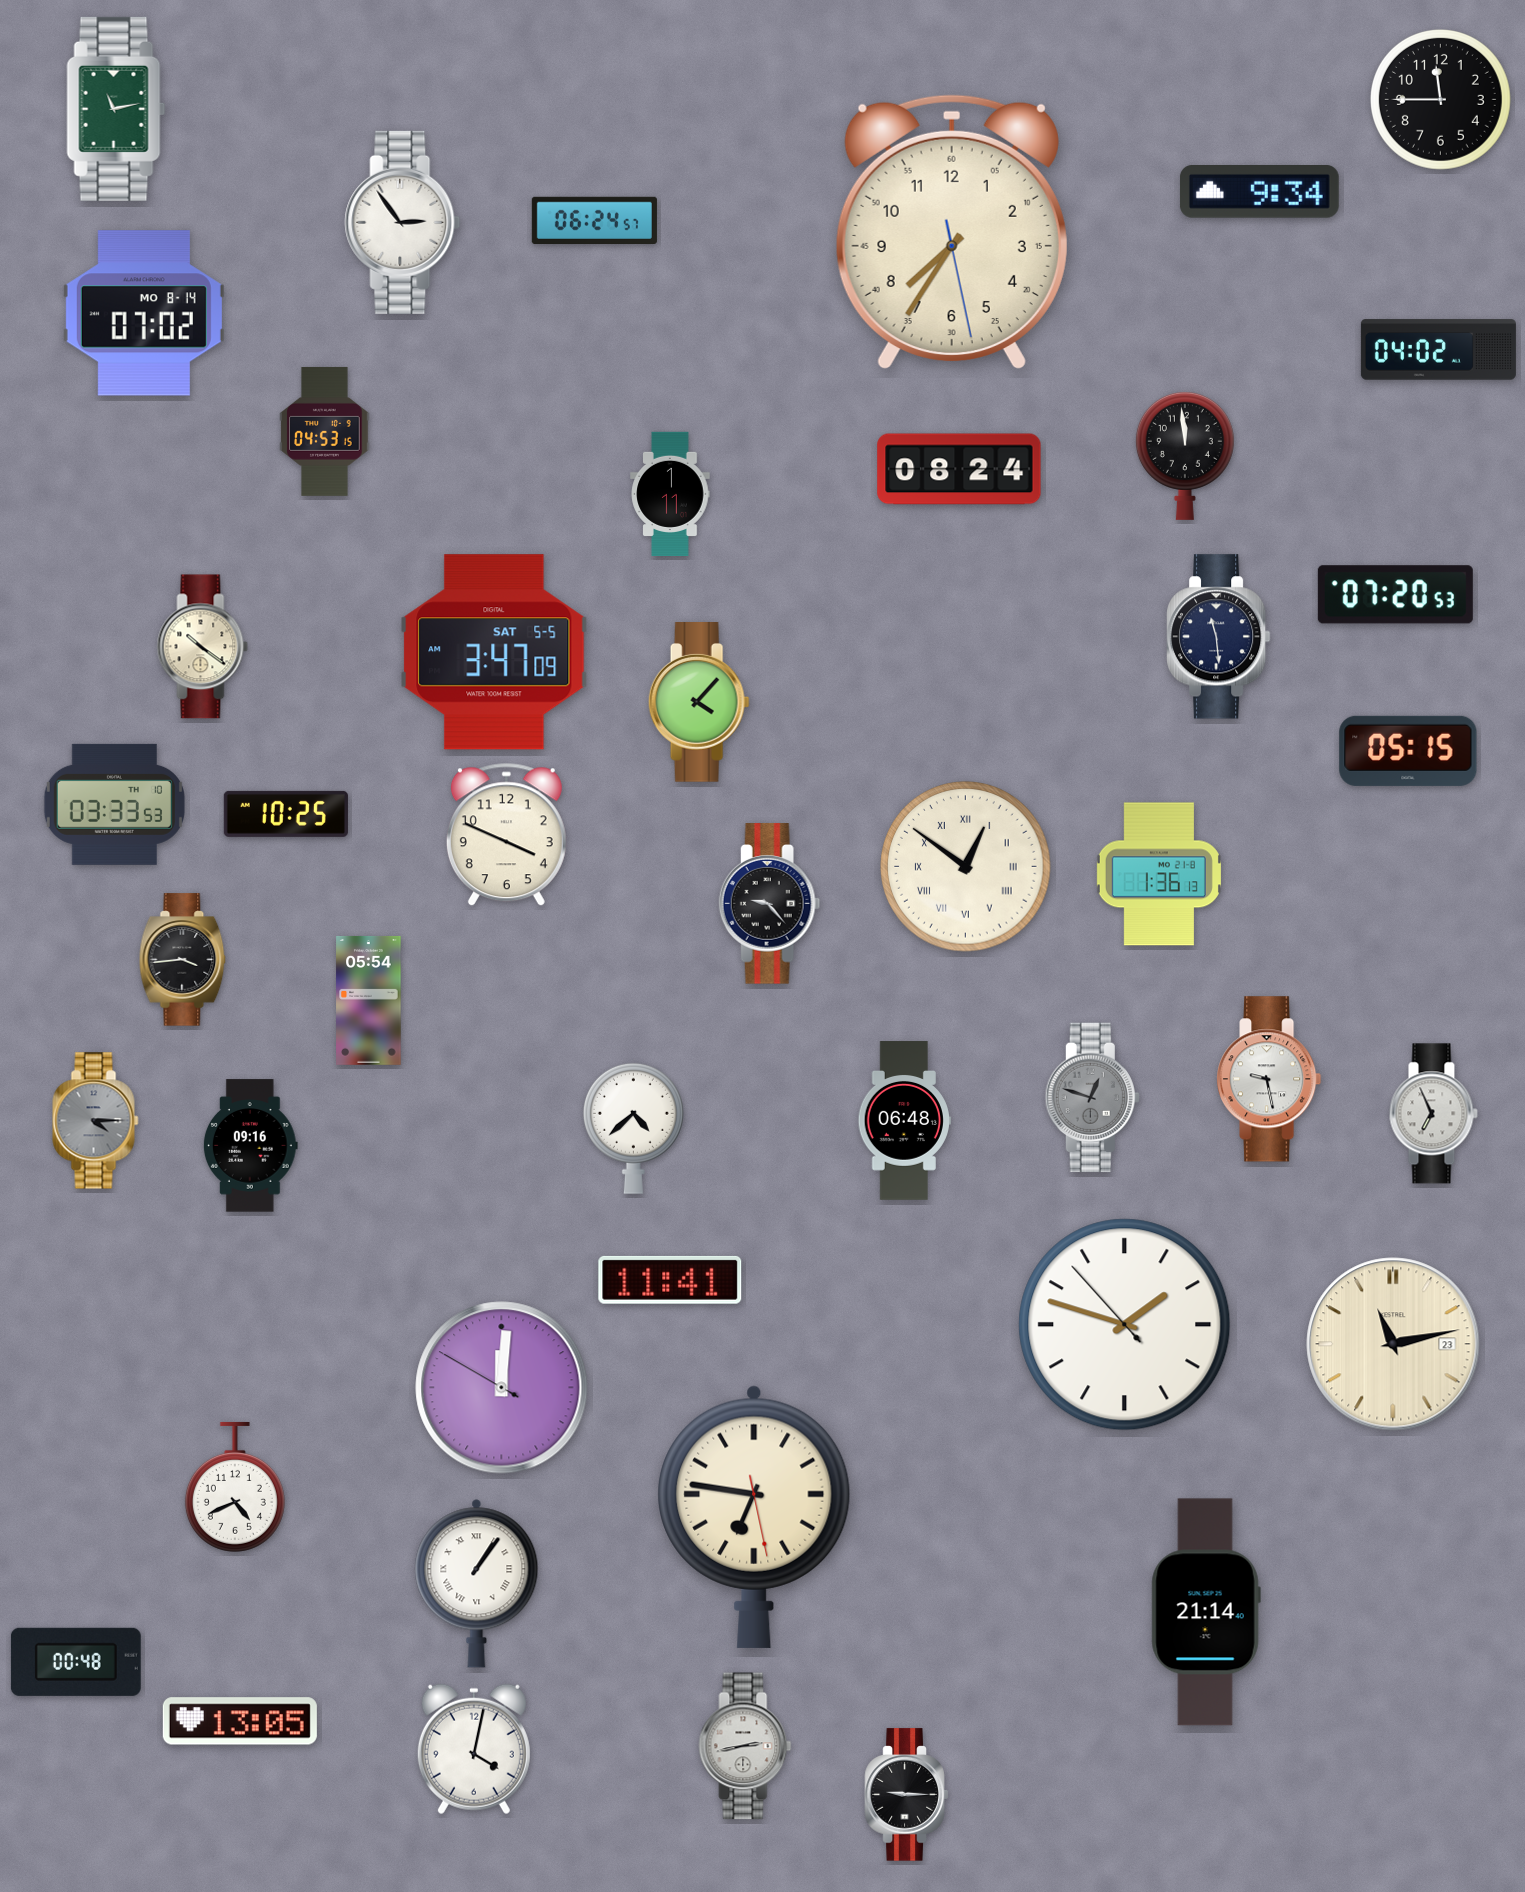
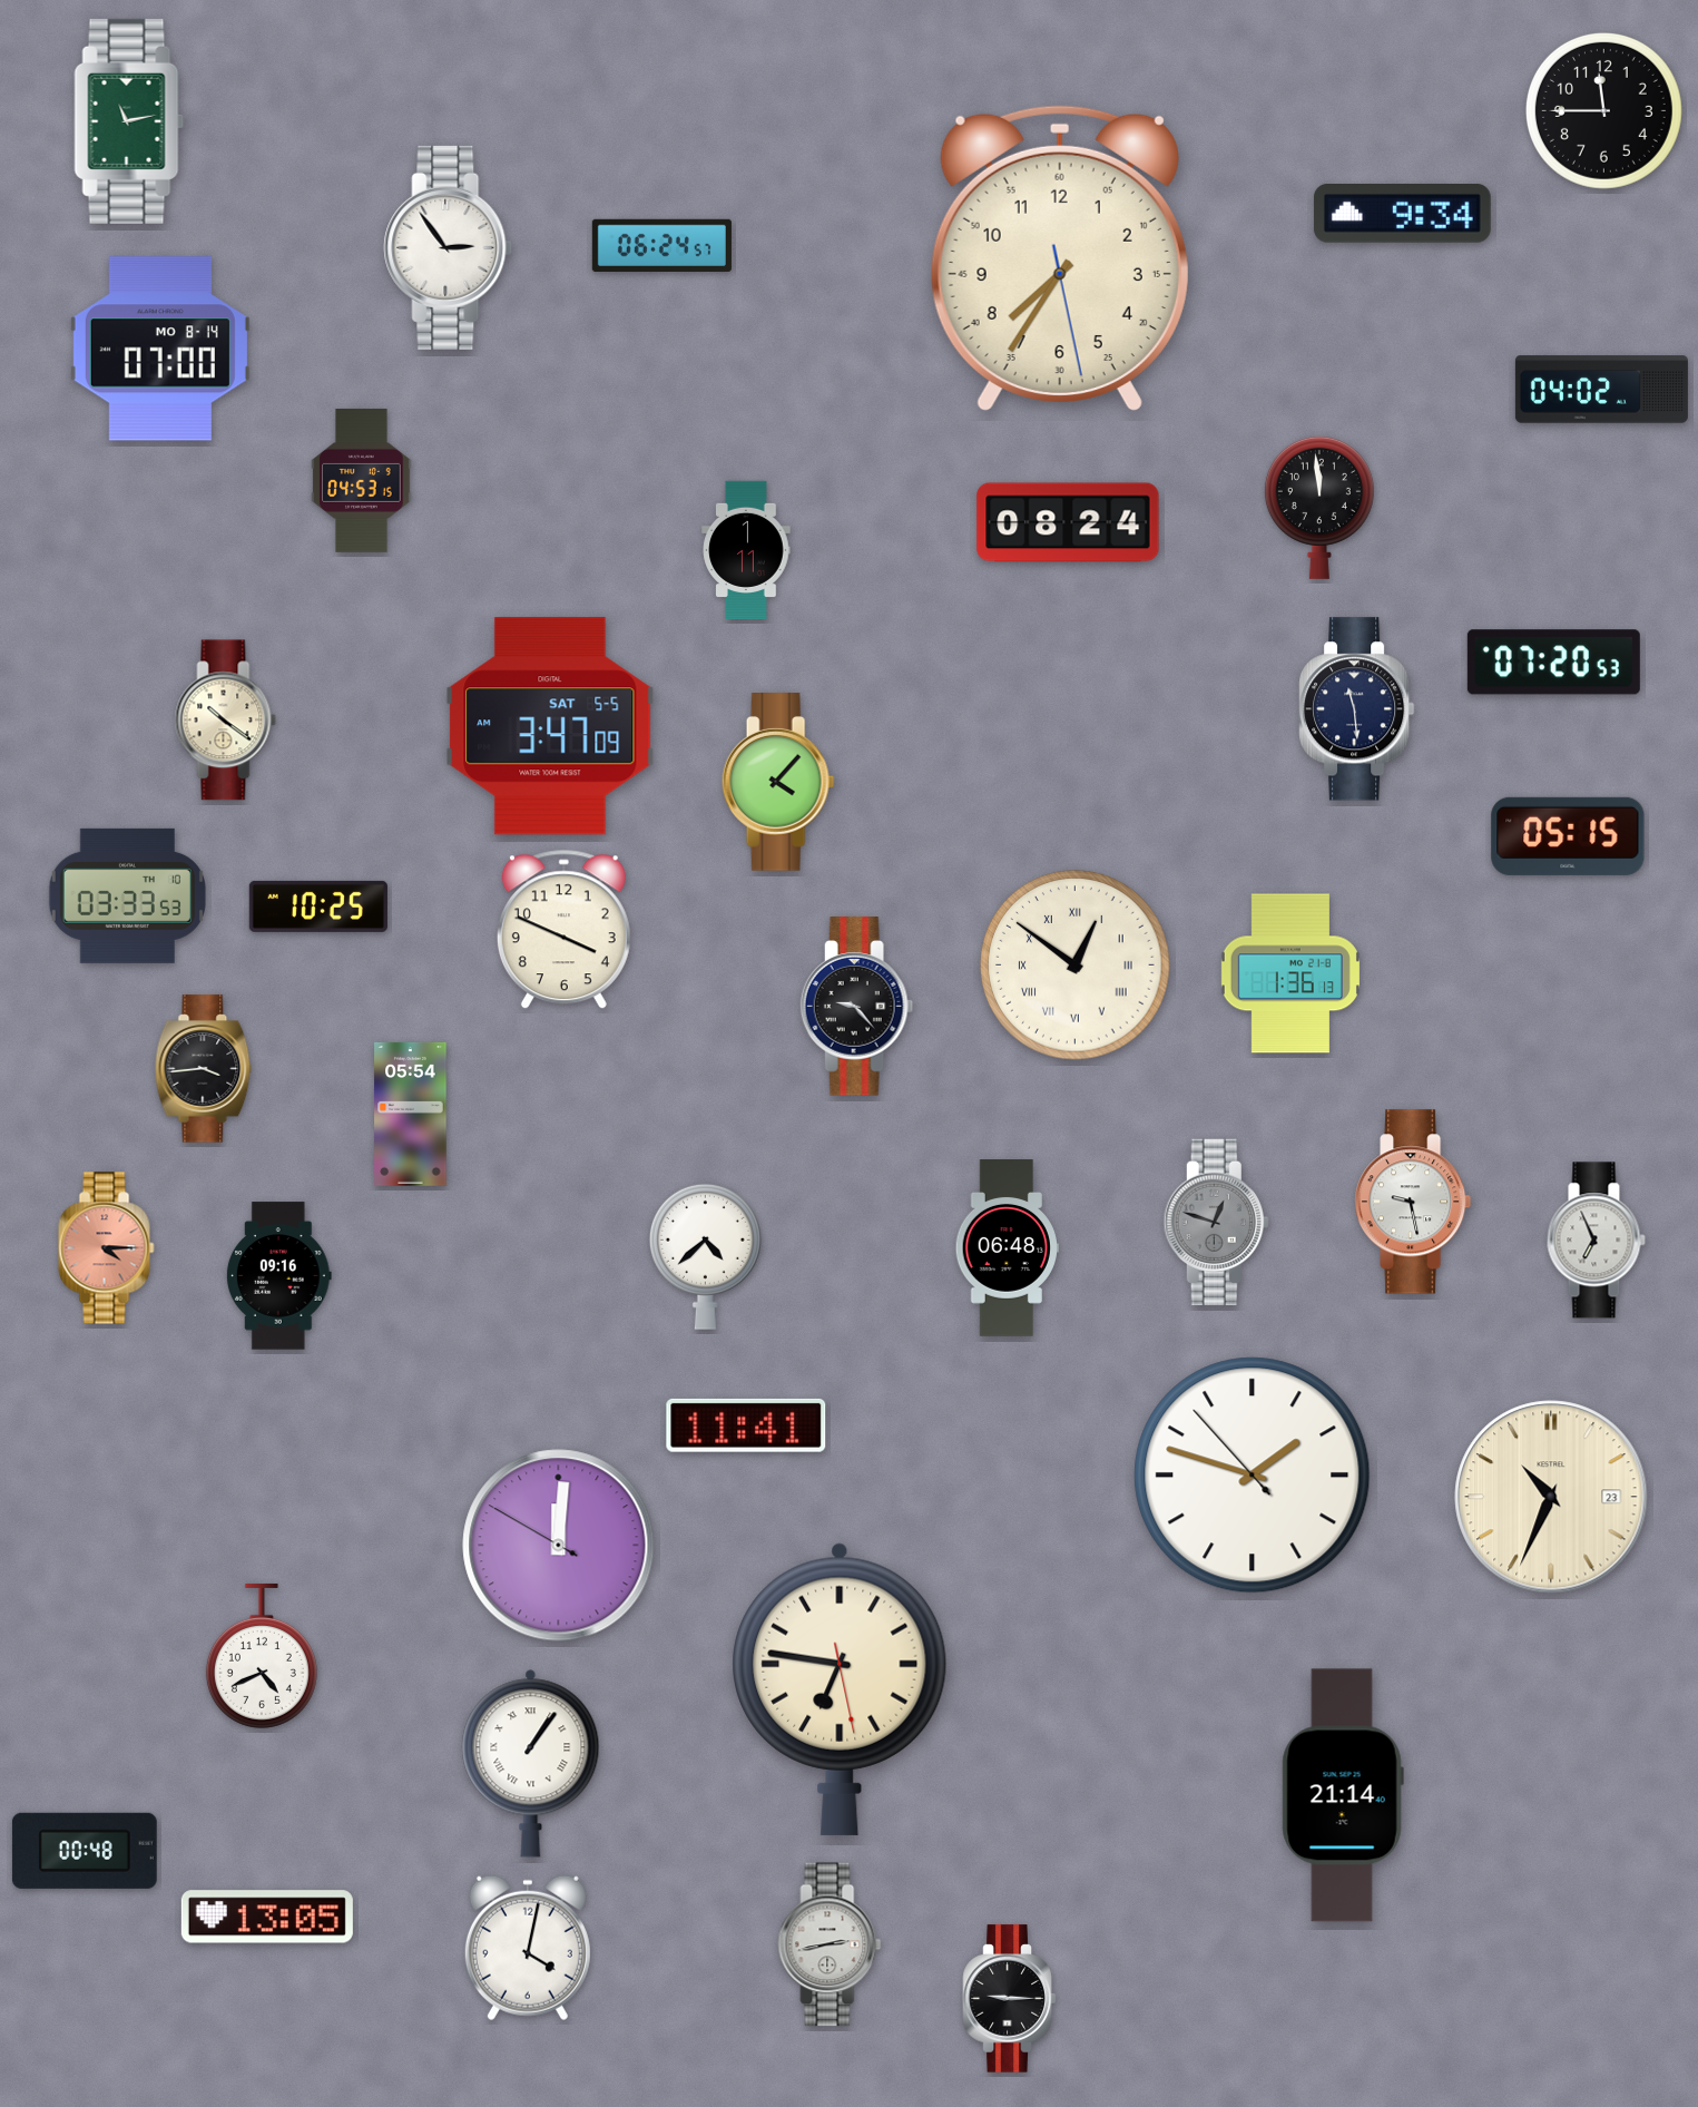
clock at (144, 313): 07:02 -> 07:00
clock at (96, 1121) dial: grey -> salmon
clock at (1393, 1344): 11:13 -> 10:34
